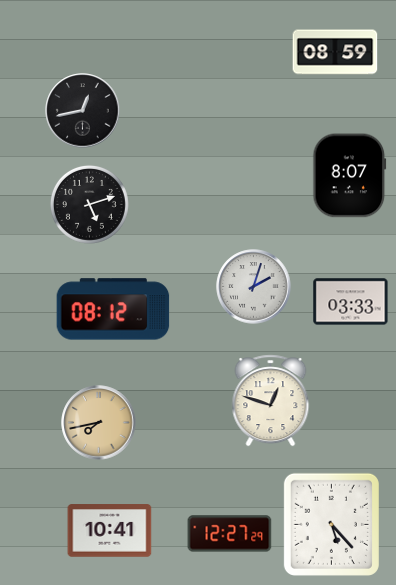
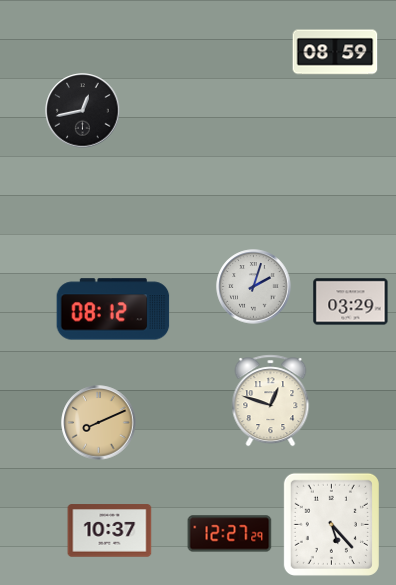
clock at (350, 176): 8:07 -> none
clock at (89, 204): 5:12 -> none
clock at (351, 302): 03:33 -> 03:29
clock at (99, 423): 7:43 -> 8:11
clock at (110, 531): 10:41 -> 10:37
